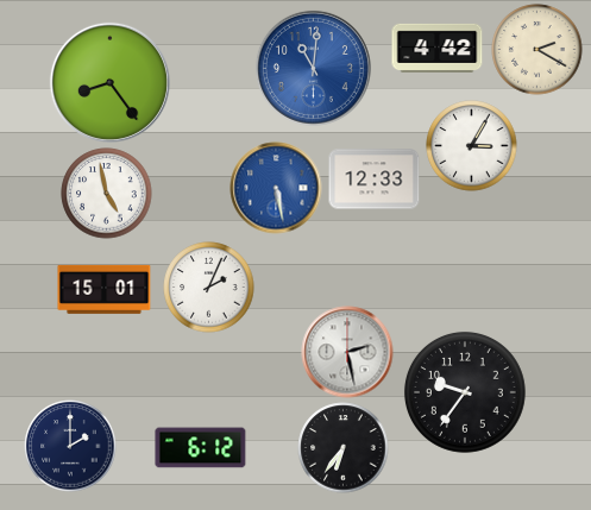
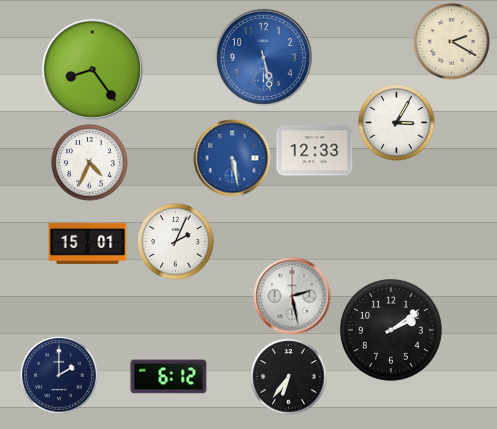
clock at (438, 48): 4:42 -> none
clock at (313, 68): 11:01 -> 5:28
clock at (107, 194): 4:58 -> 4:34
clock at (465, 392): 9:36 -> 2:09
